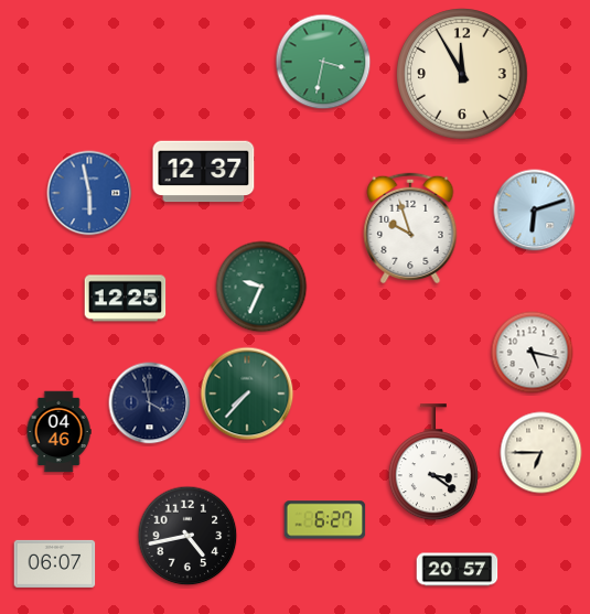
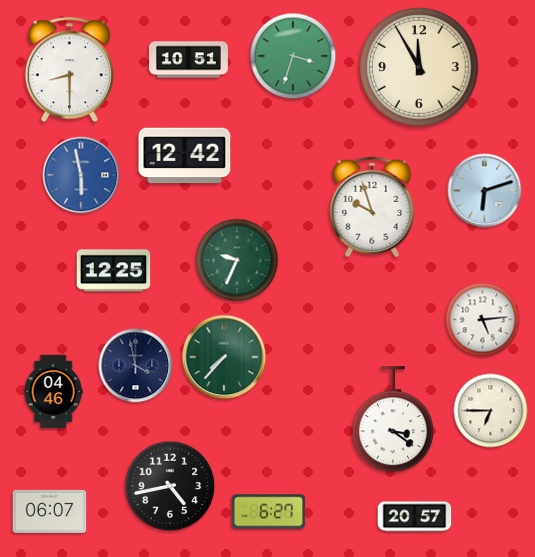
clock at (323, 62): 3:32 -> 3:33
clock at (189, 60): none -> 10:51
clock at (69, 70): none -> 8:30
clock at (204, 172): 12:37 -> 12:42
clock at (533, 353): 5:17 -> 5:14
clock at (325, 520) position: (325, 520) -> (269, 512)
